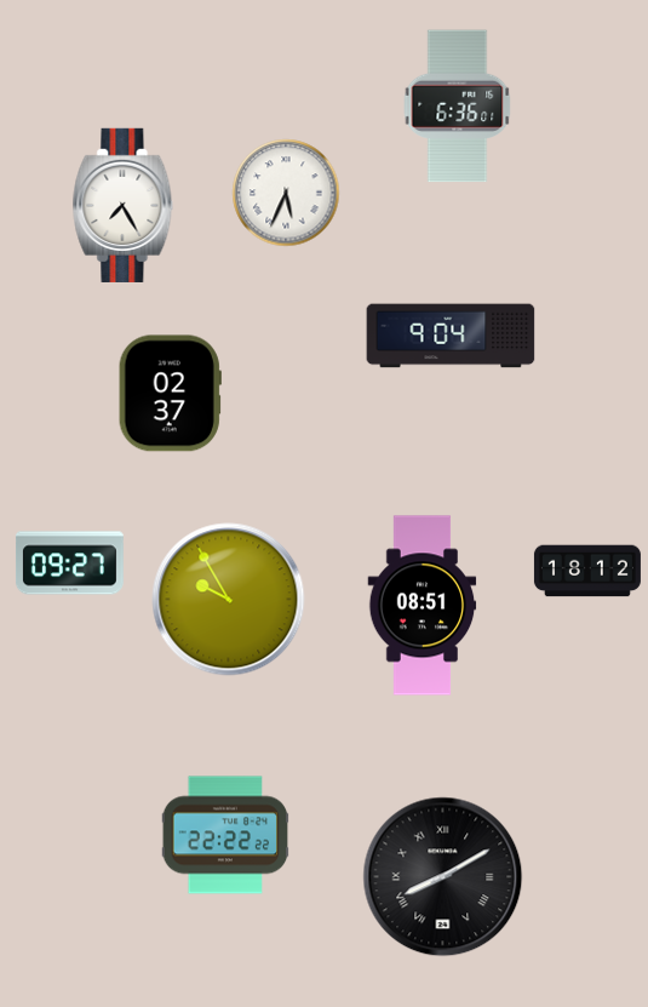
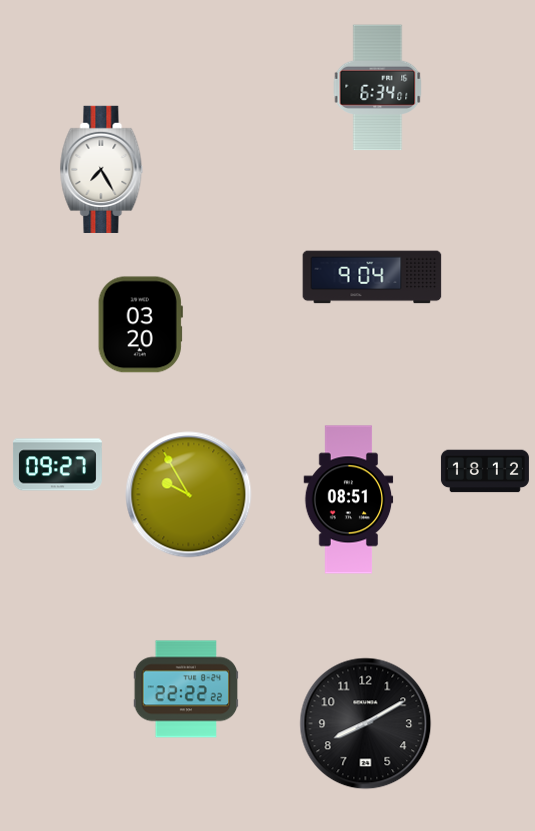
clock at (458, 107): 6:36 -> 6:34
clock at (286, 193): 5:34 -> none
clock at (170, 394): 02:37 -> 03:20
clock at (443, 877) numerals: Roman -> Arabic
